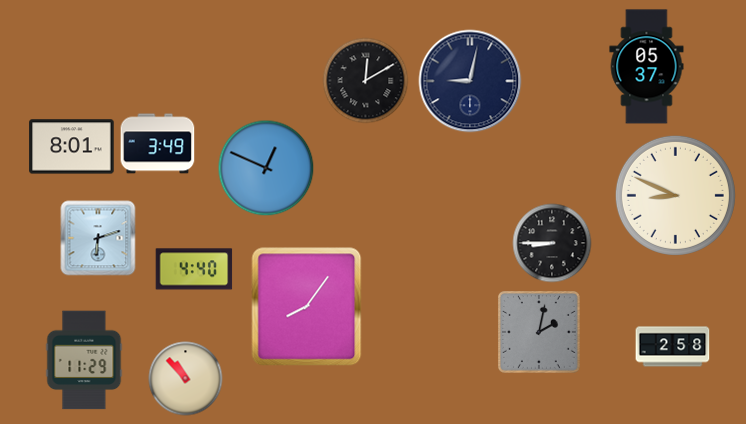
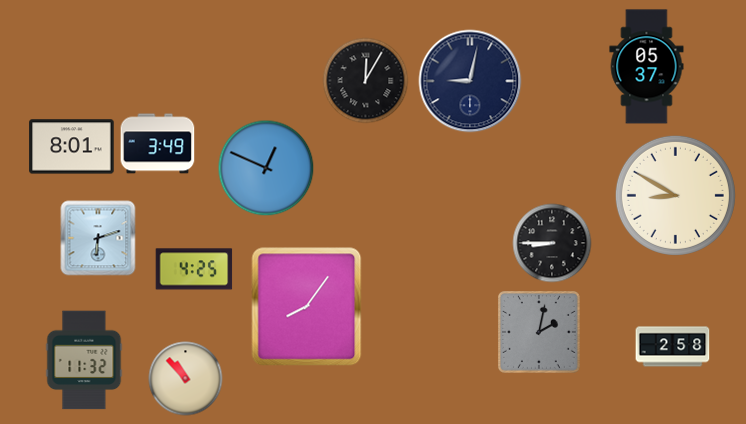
clock at (366, 81): 12:10 -> 12:05
clock at (675, 195): 8:49 -> 8:50
clock at (194, 269): 4:40 -> 4:25
clock at (84, 360): 11:29 -> 11:32
